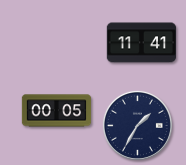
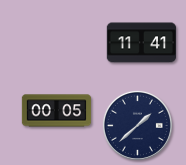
clock at (137, 125): 1:35 -> 1:38
